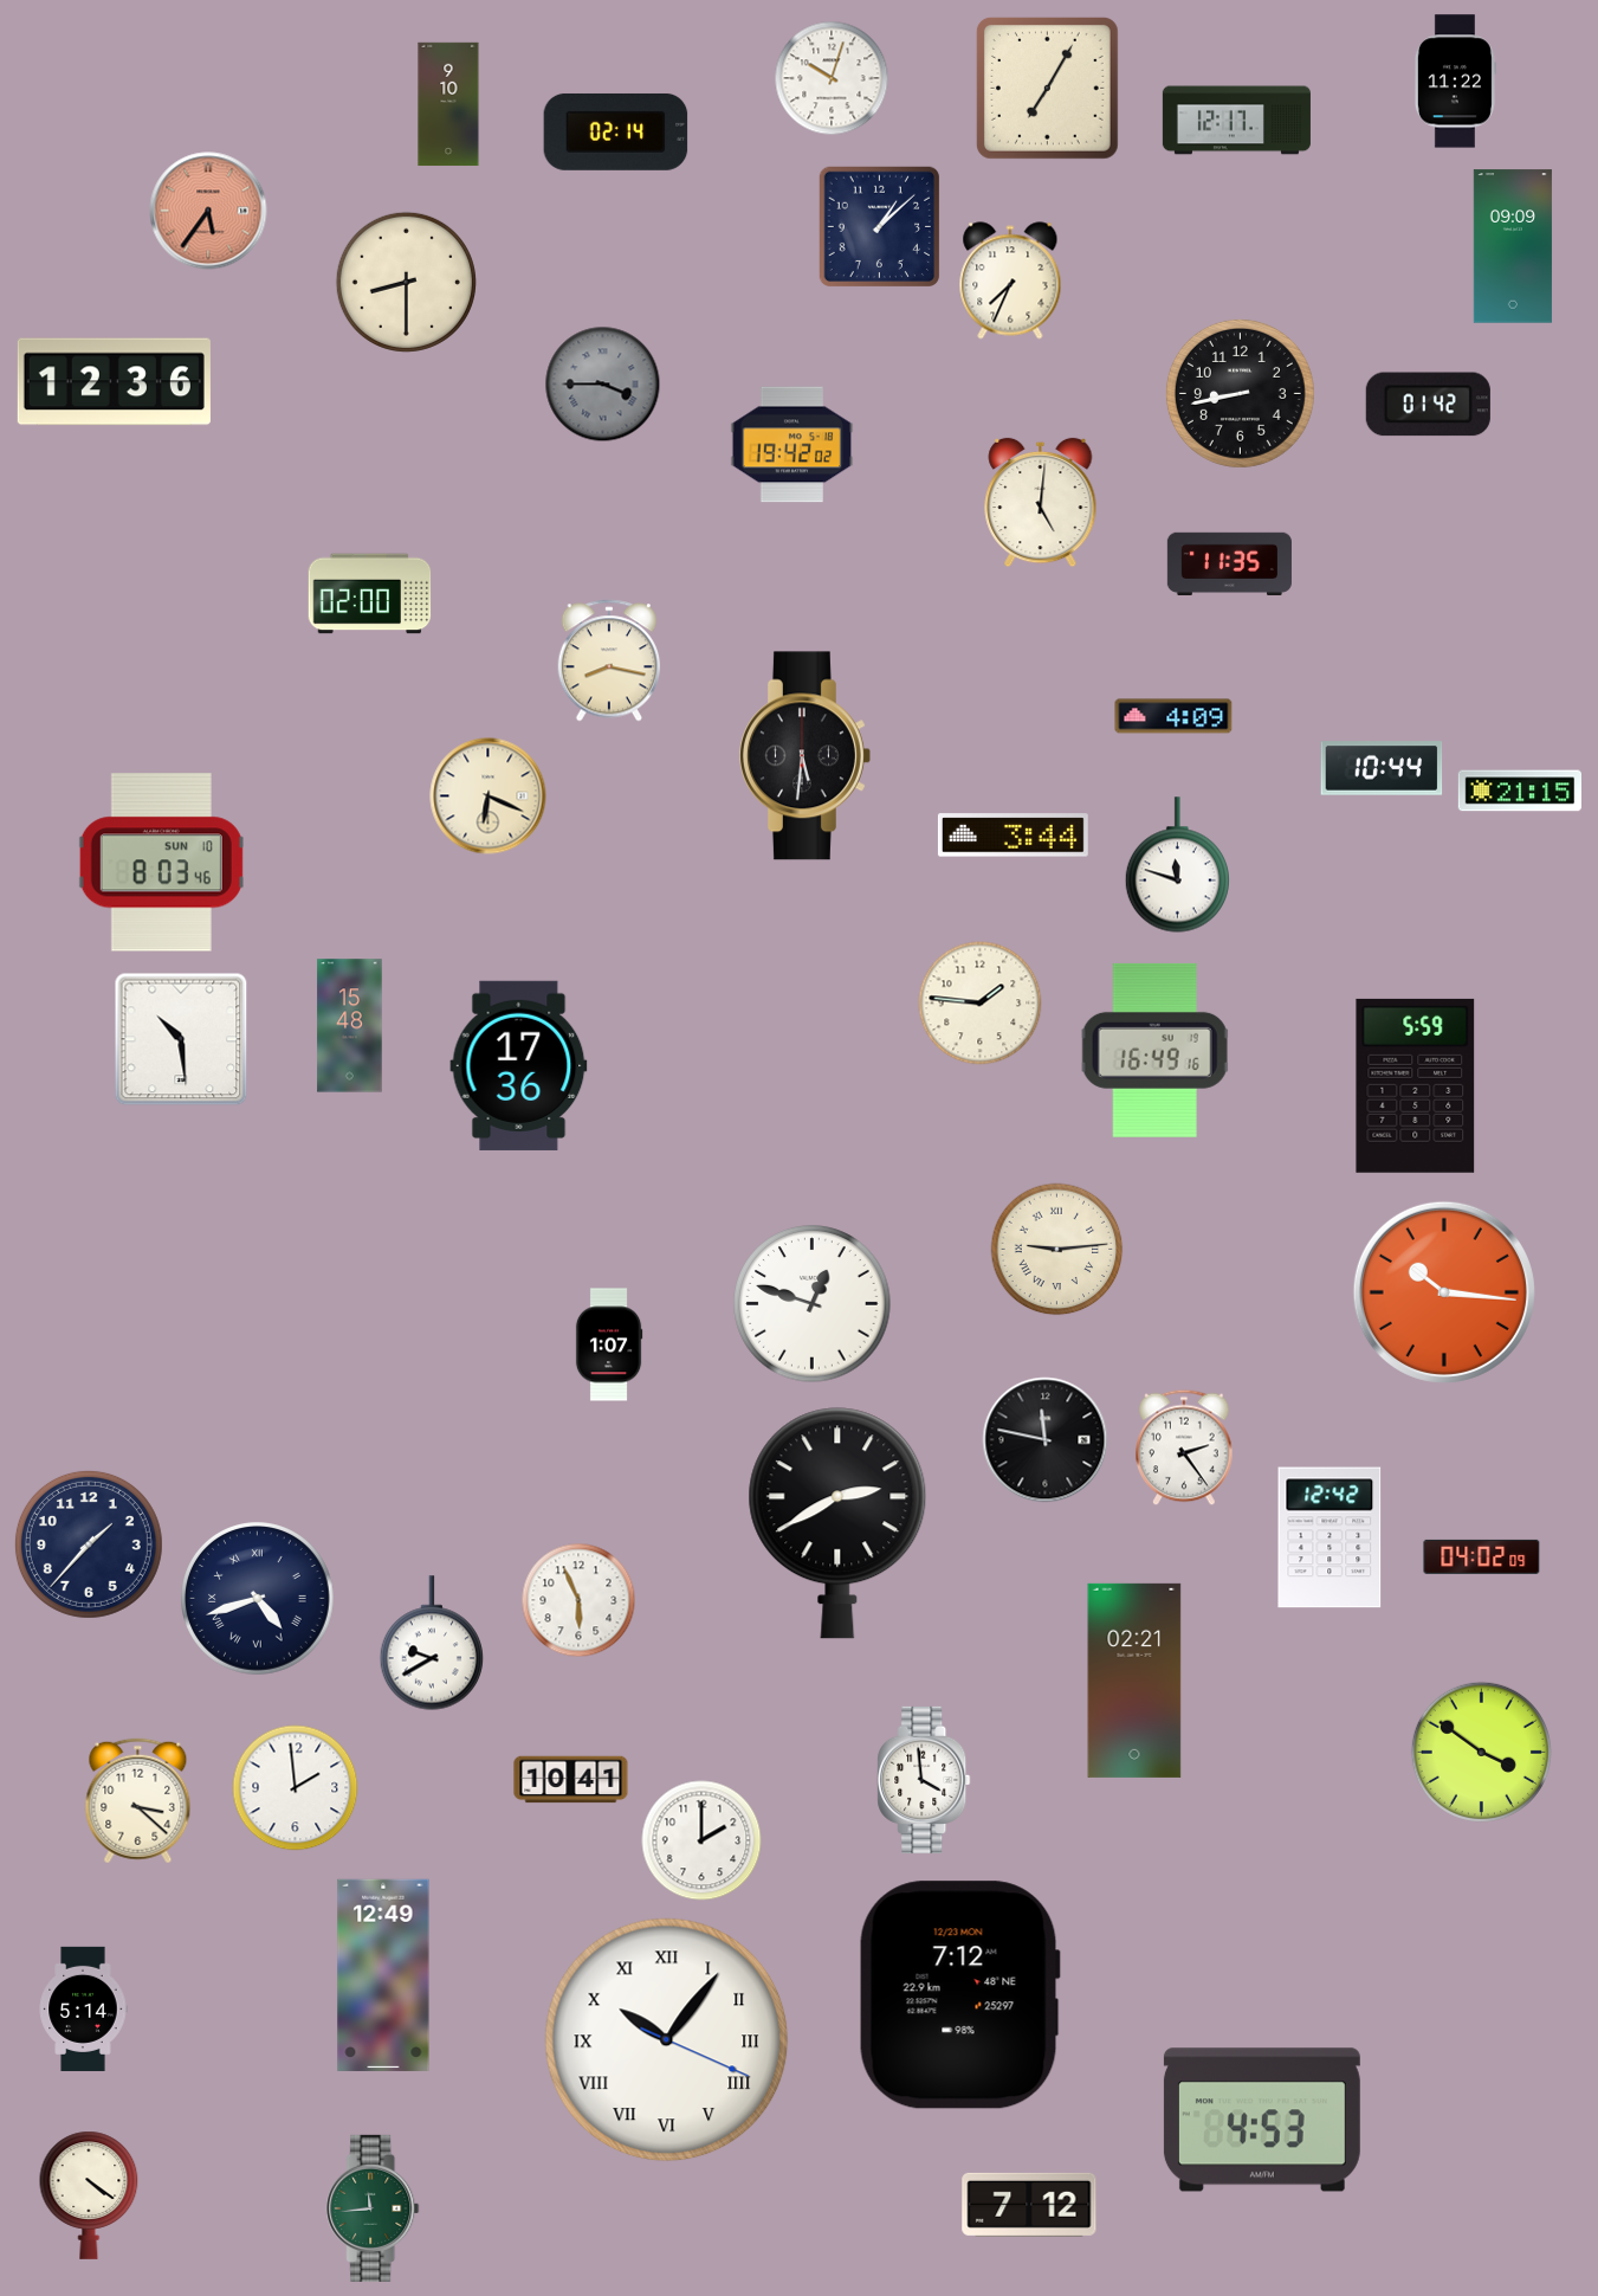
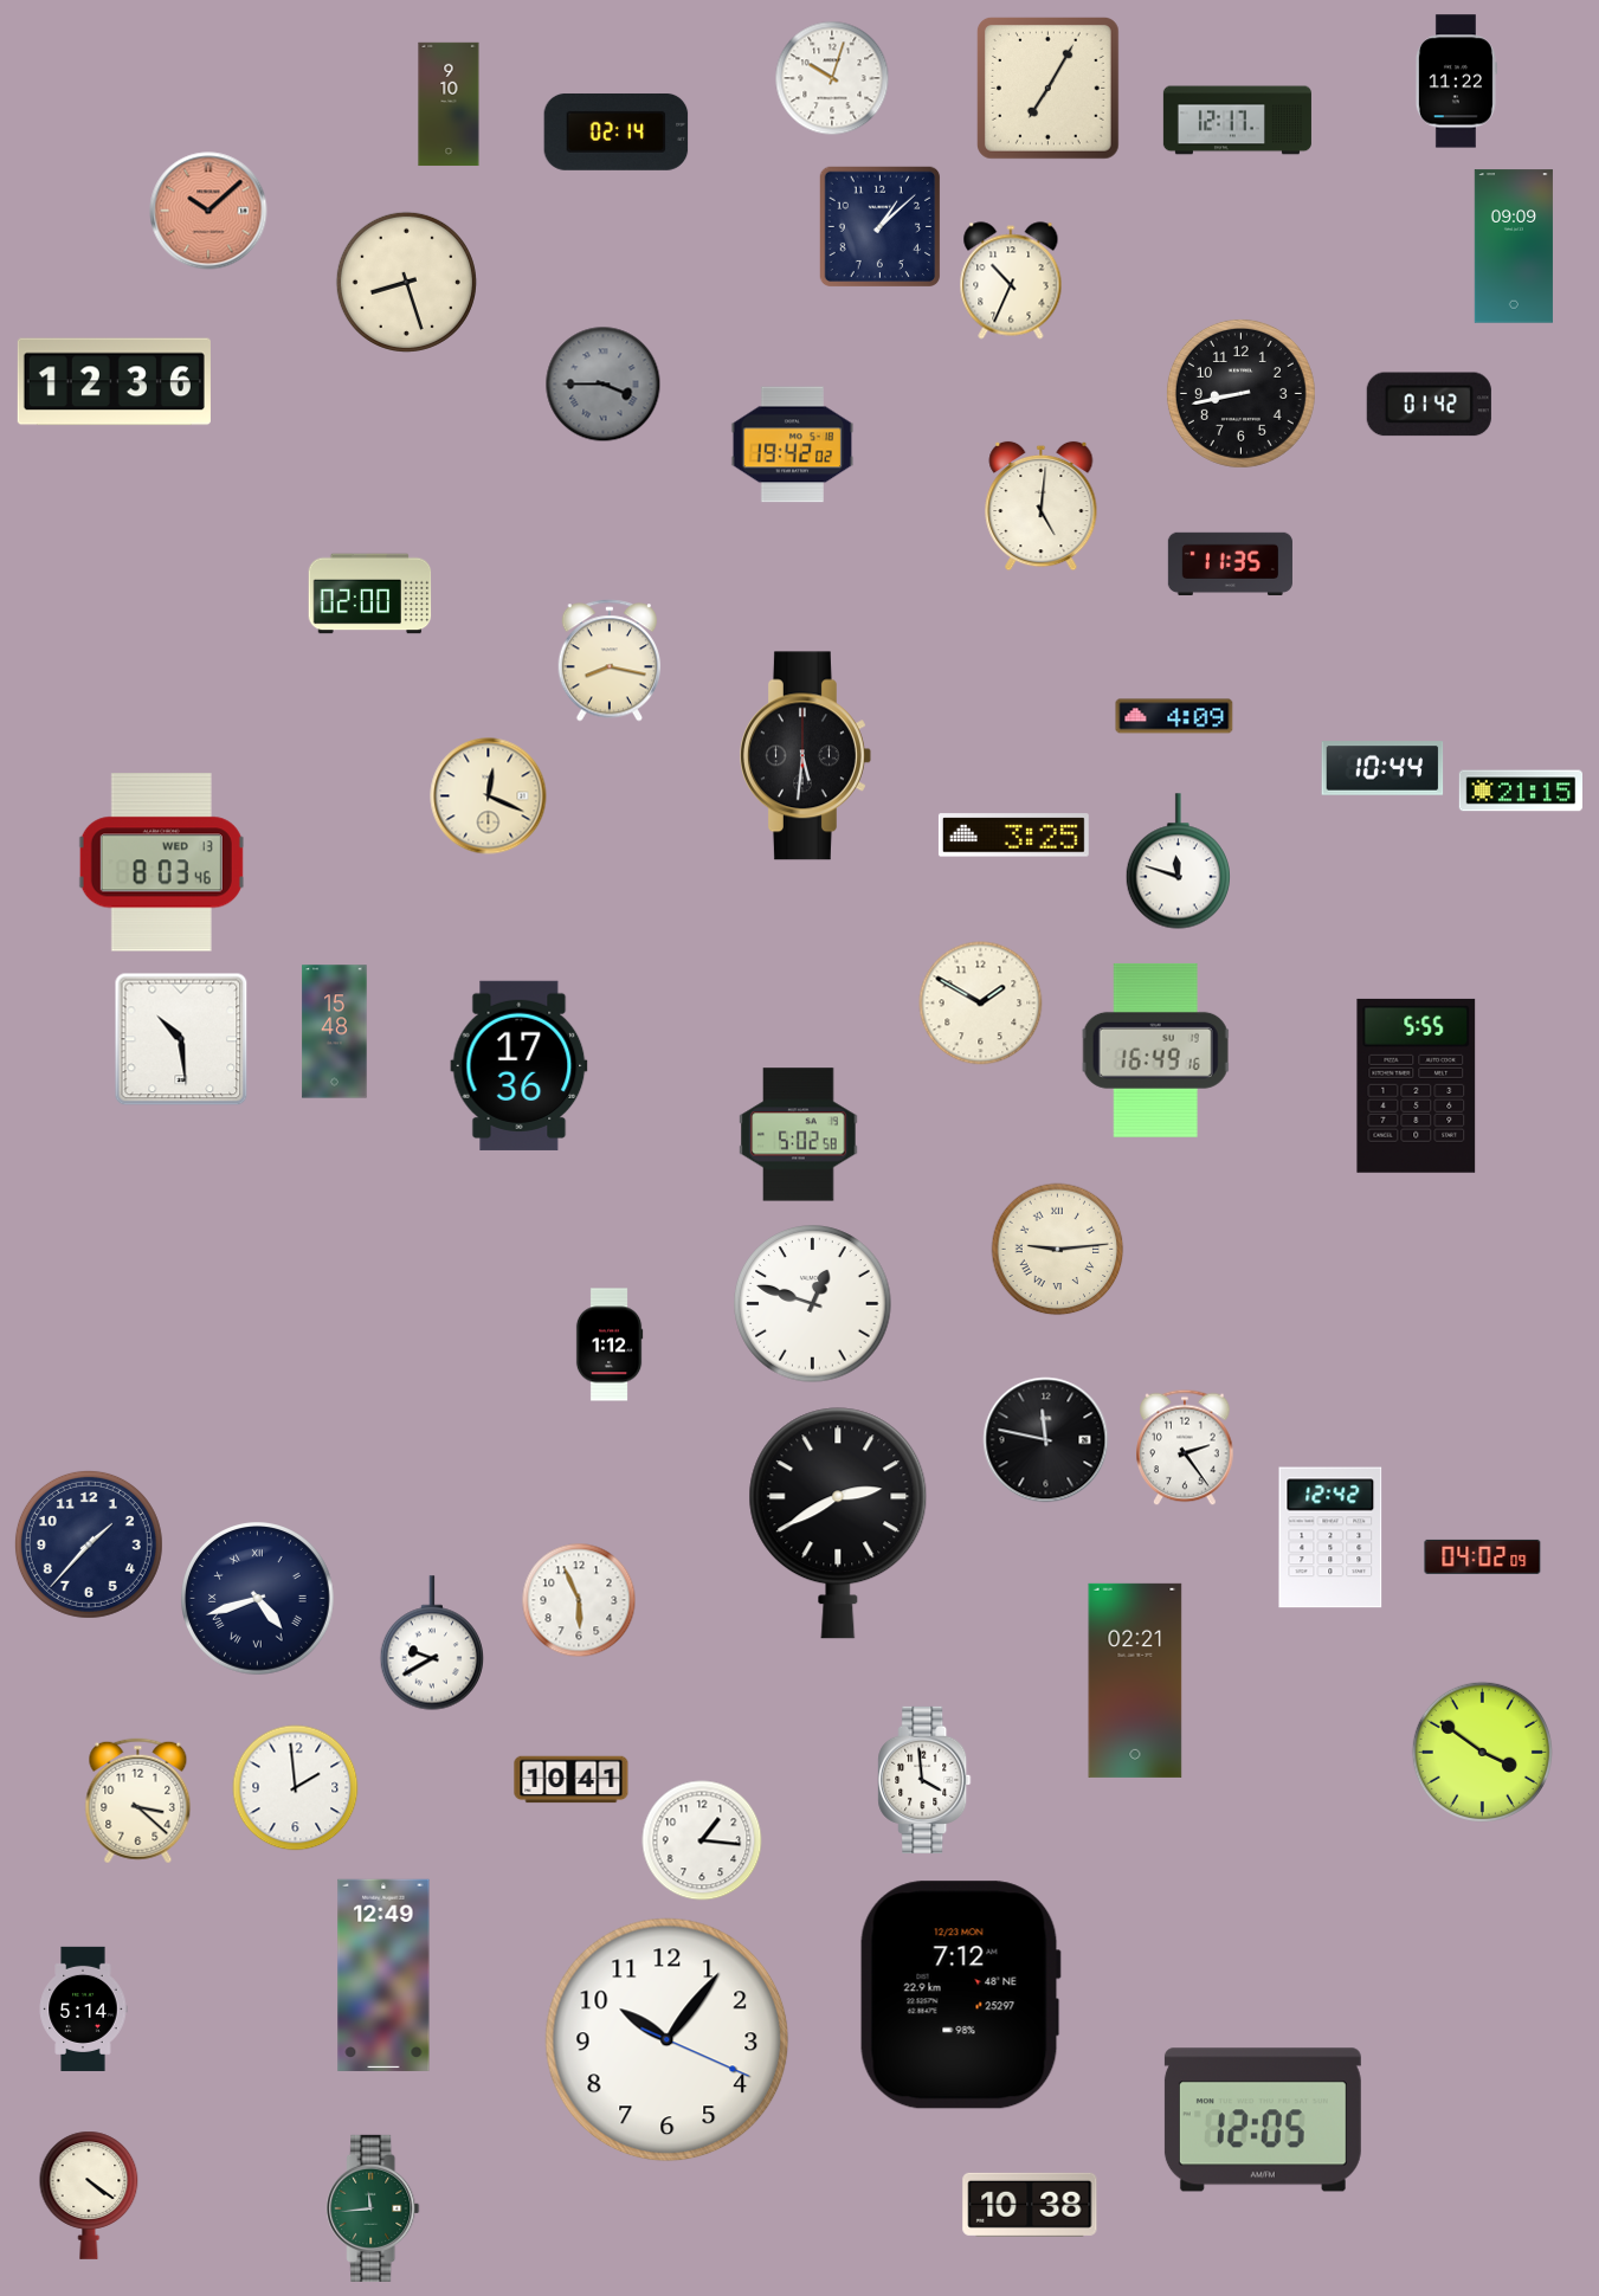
clock at (208, 211): 5:36 -> 10:08
clock at (1010, 280): 7:34 -> 10:34
clock at (406, 282): 8:30 -> 8:27
clock at (1041, 503) position: (1041, 503) -> (1042, 507)
clock at (489, 796): 6:19 -> 12:19
clock at (1013, 836): 3:44 -> 3:25
clock at (161, 863) date: SUN 10 -> WED 13
clock at (1177, 865) position: (1177, 865) -> (1178, 862)
clock at (981, 1004): 1:46 -> 1:50
clock at (350, 1026) position: (350, 1026) -> (335, 1032)
clock at (1416, 1085): 5:59 -> 5:55
clock at (799, 1135): none -> 5:02
clock at (1444, 1292): 10:16 -> none
clock at (609, 1344): 1:07 -> 1:12
clock at (701, 1840): 2:00 -> 1:16
clock at (667, 2040) numerals: Roman -> Arabic
clock at (1262, 2120): 4:53 -> 12:05
clock at (1029, 2205): 7:12 -> 10:38
